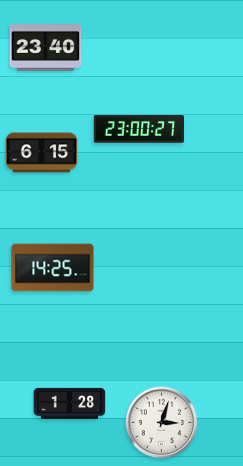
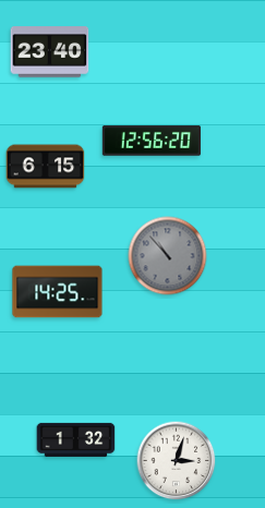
clock at (139, 129): 23:00 -> 12:56
clock at (168, 256): none -> 10:53
clock at (70, 403): 1:28 -> 1:32
